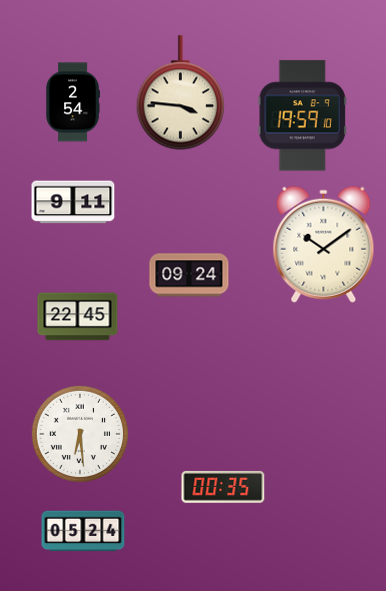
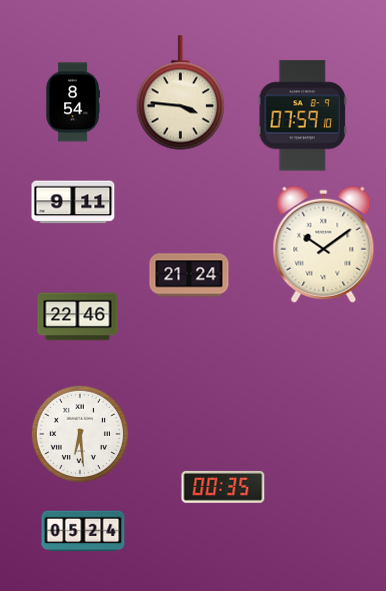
clock at (72, 102): 2:54 -> 8:54
clock at (302, 116): 19:59 -> 07:59
clock at (189, 275): 09:24 -> 21:24
clock at (78, 317): 22:45 -> 22:46
